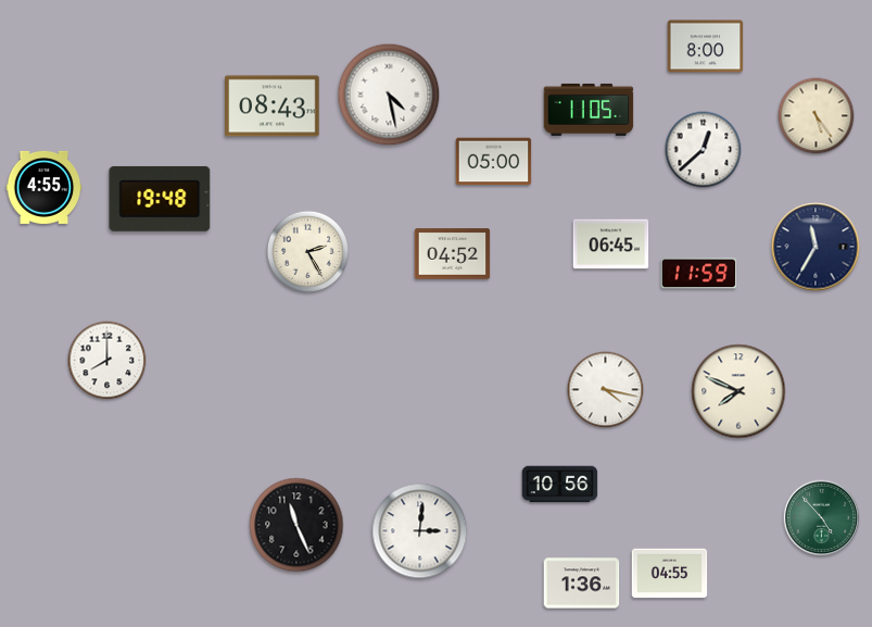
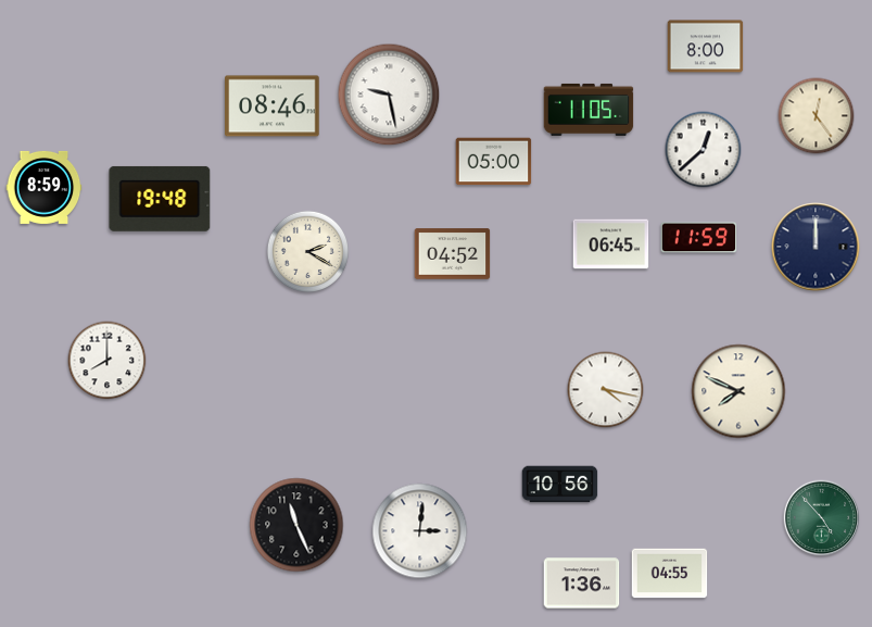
clock at (389, 95): 4:28 -> 9:28
clock at (273, 106): 08:43 -> 08:46
clock at (817, 116): 5:24 -> 12:24
clock at (45, 187): 4:55 -> 8:59
clock at (816, 247): 11:35 -> 12:00
clock at (308, 252): 2:25 -> 2:20
clock at (699, 274) position: (699, 274) -> (699, 238)
